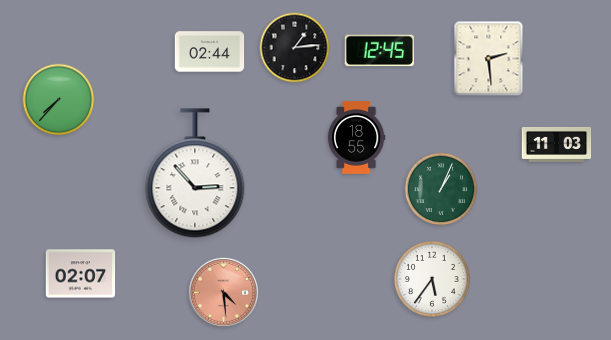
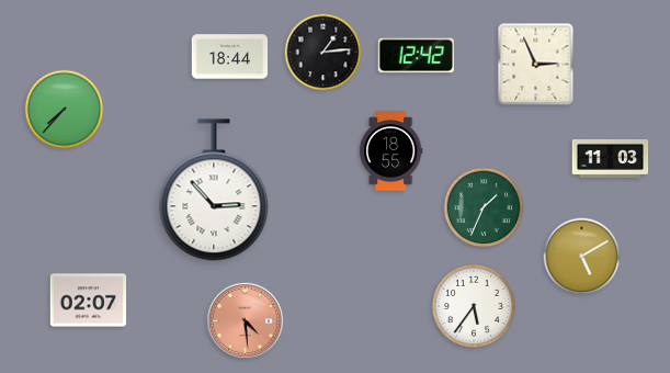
clock at (379, 51): 12:45 -> 12:42
clock at (210, 52): 02:44 -> 18:44
clock at (489, 59): 2:29 -> 2:56
clock at (441, 189): 1:04 -> 1:34
clock at (582, 257): none -> 5:10
